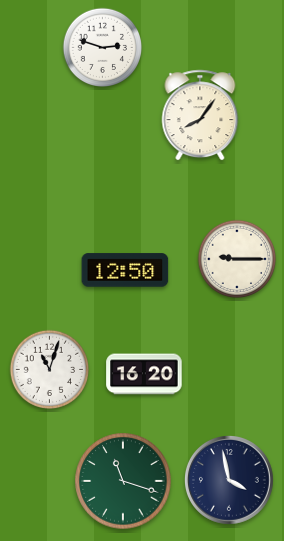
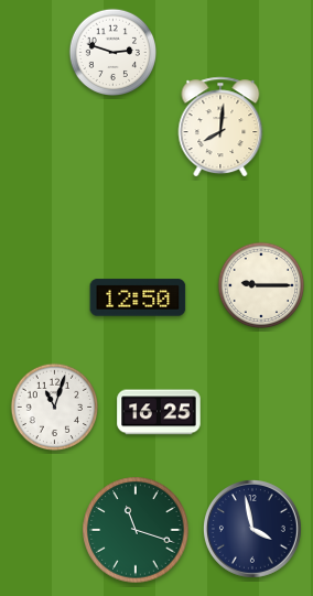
clock at (200, 115): 8:06 -> 8:01
clock at (144, 374): 16:20 -> 16:25
